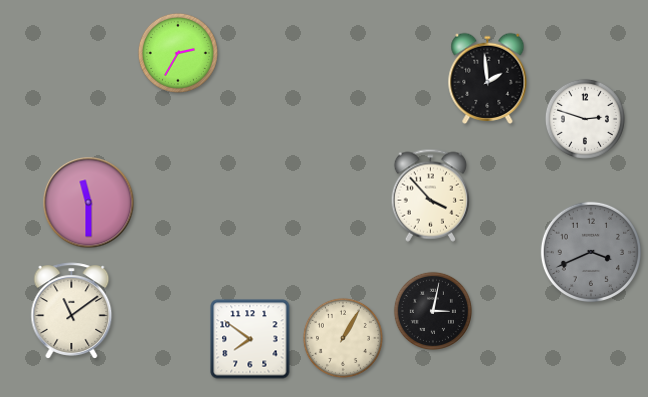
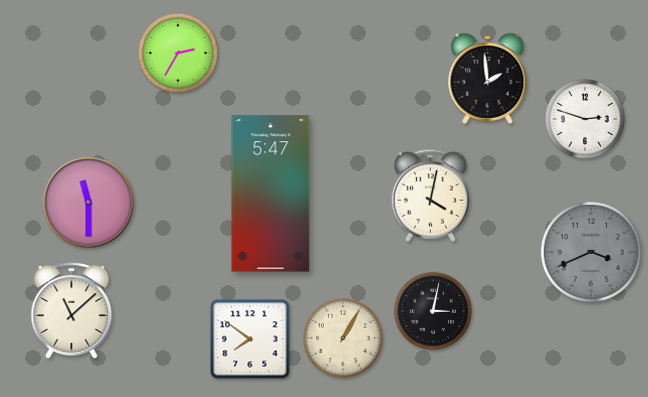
clock at (271, 194): none -> 5:47
clock at (430, 195): 3:53 -> 4:02
clock at (72, 311): 11:09 -> 11:08
